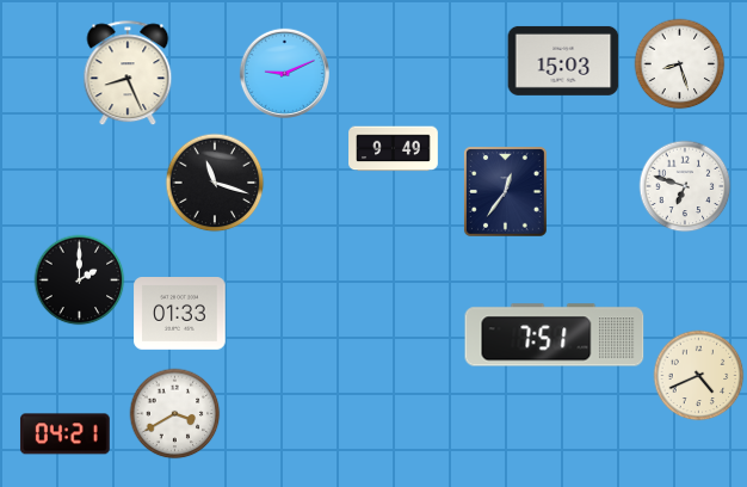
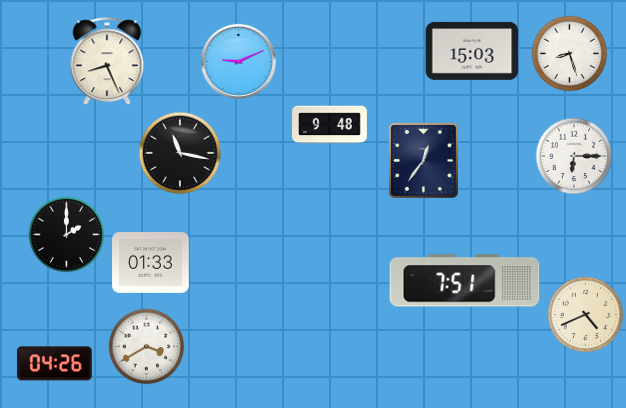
clock at (394, 149): 9:49 -> 9:48
clock at (215, 183): 11:18 -> 11:17
clock at (685, 186): 6:48 -> 6:15
clock at (64, 434): 04:21 -> 04:26
